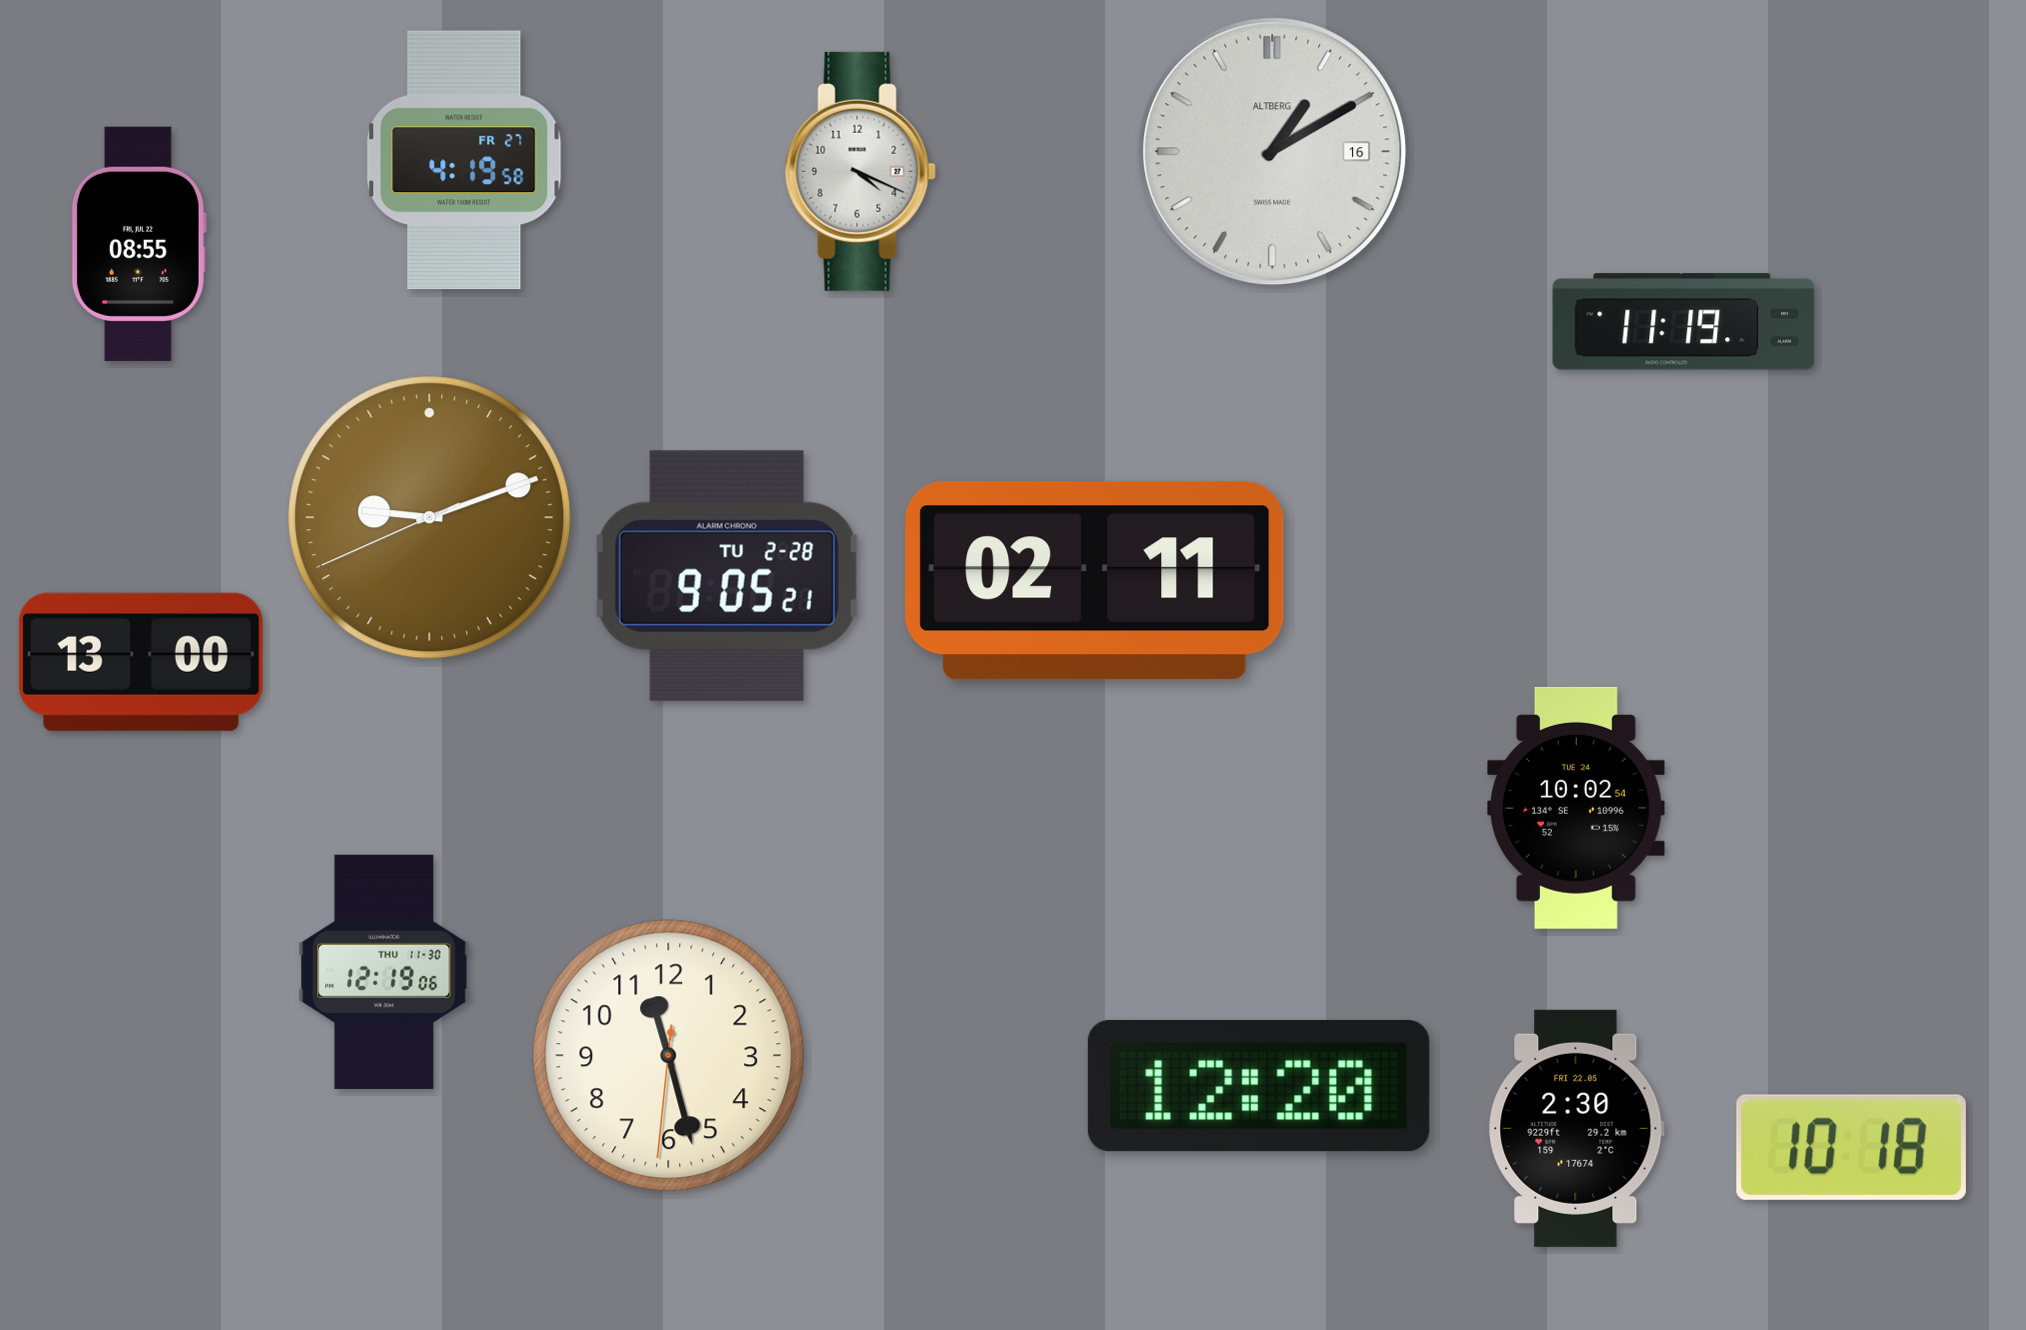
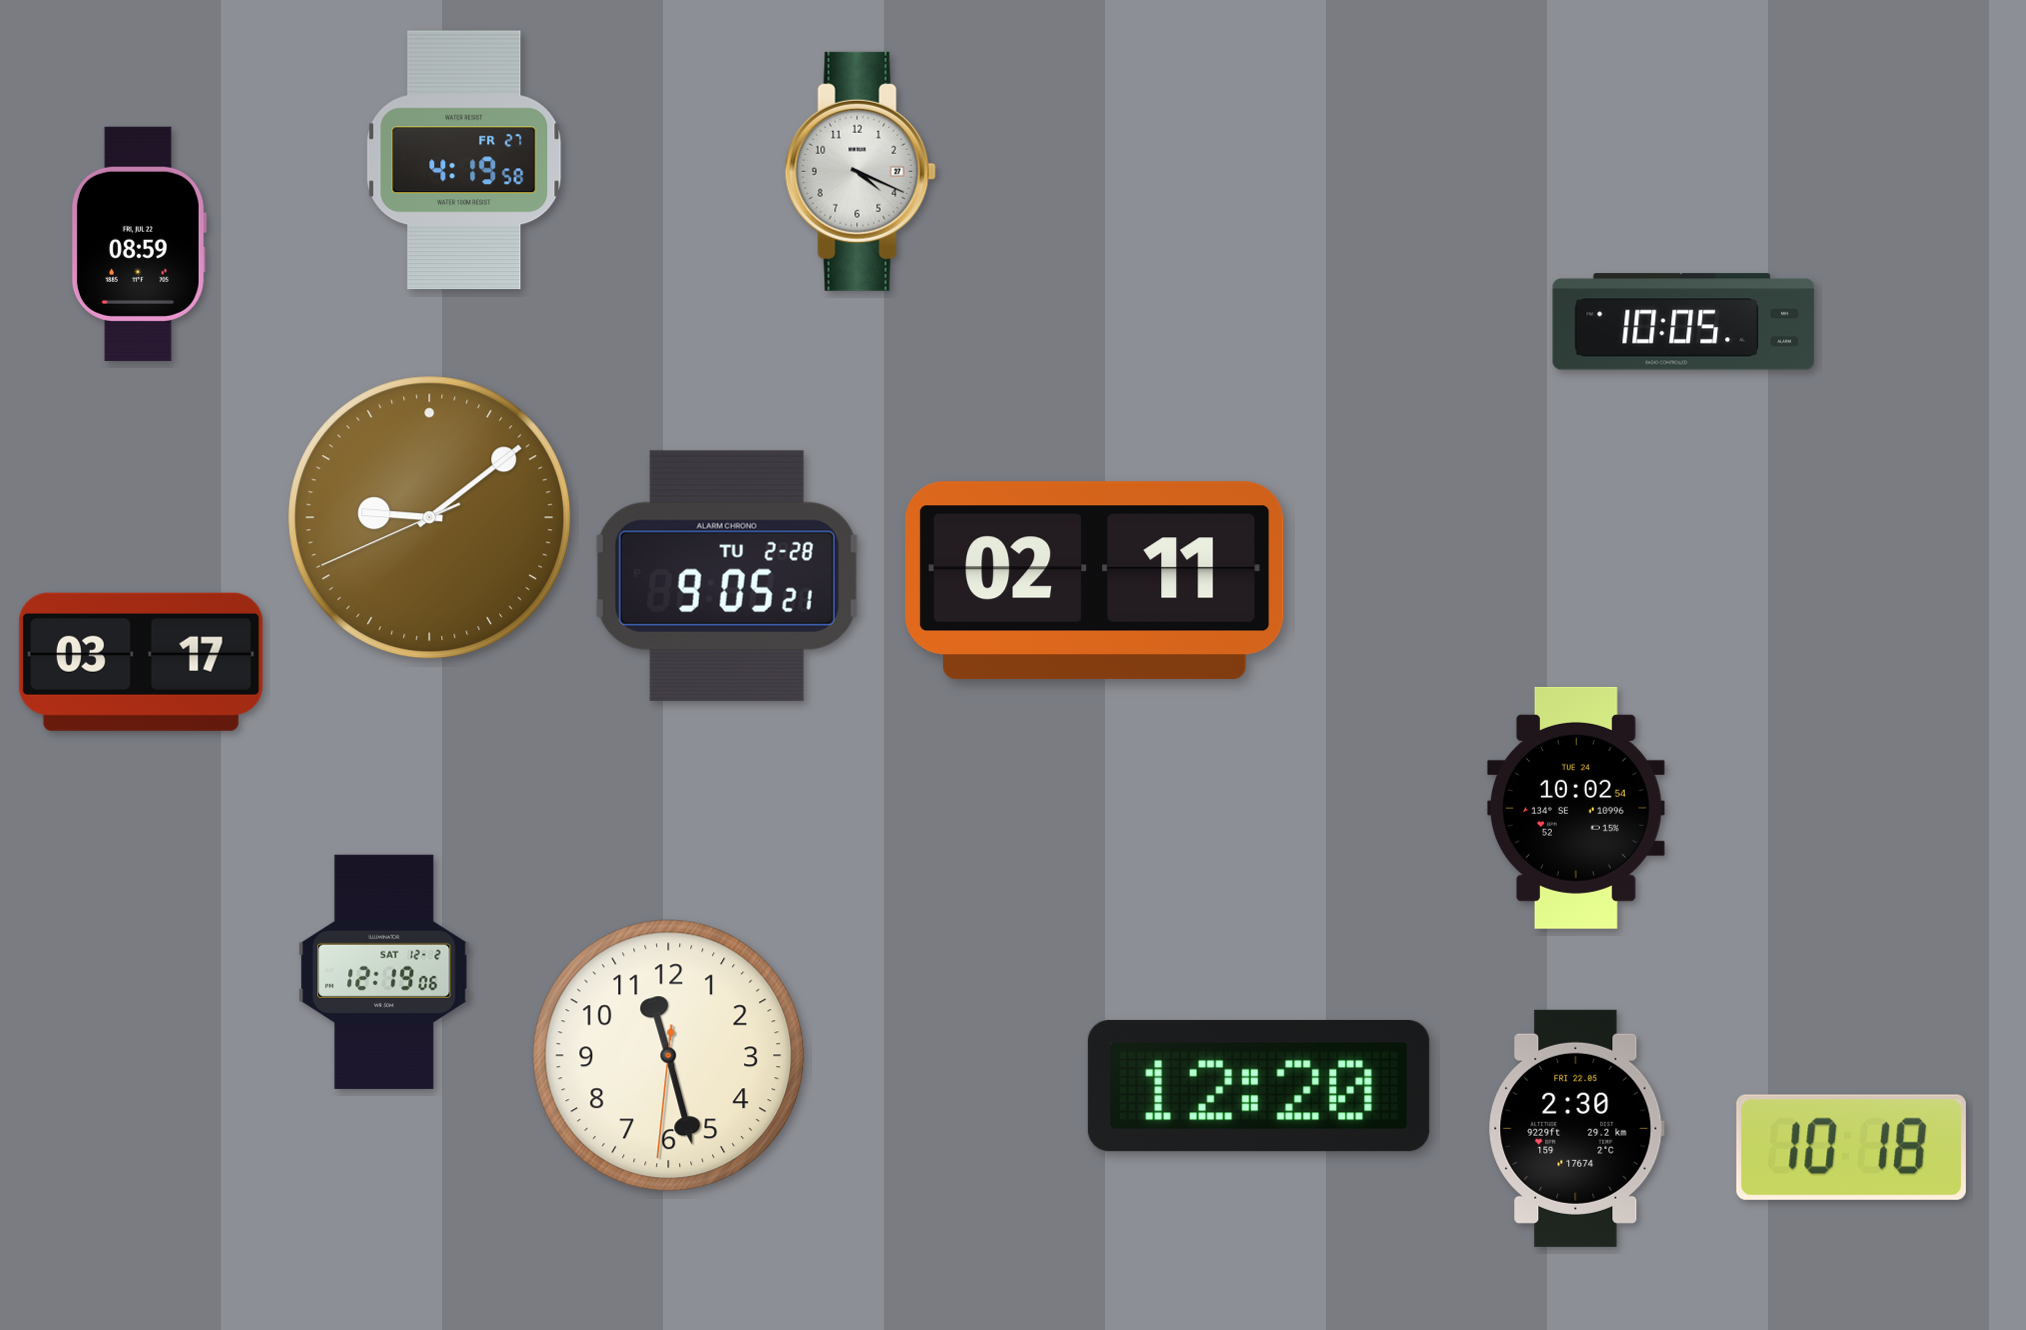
clock at (1273, 152): 1:10 -> none
clock at (139, 244): 08:55 -> 08:59
clock at (1684, 322): 11:19 -> 10:05
clock at (430, 518): 9:11 -> 9:08
clock at (141, 662): 13:00 -> 03:17
clock at (384, 972) date: THU 11-30 -> SAT 12-2
